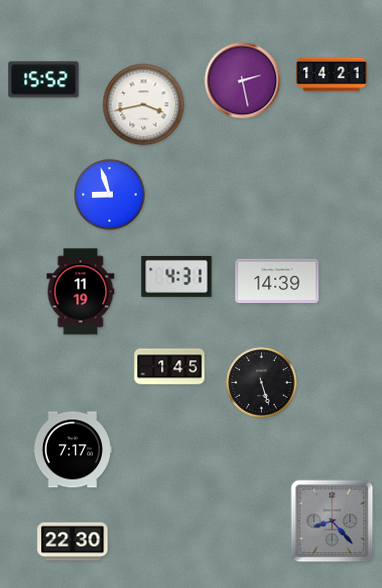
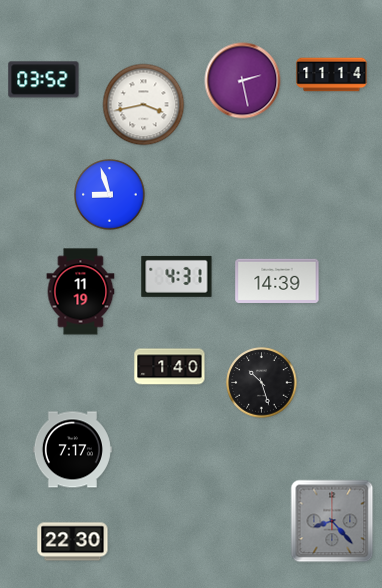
clock at (332, 75): 14:21 -> 11:14
clock at (44, 80): 15:52 -> 03:52
clock at (170, 367): 1:45 -> 1:40
clock at (262, 383): 5:27 -> 10:27
